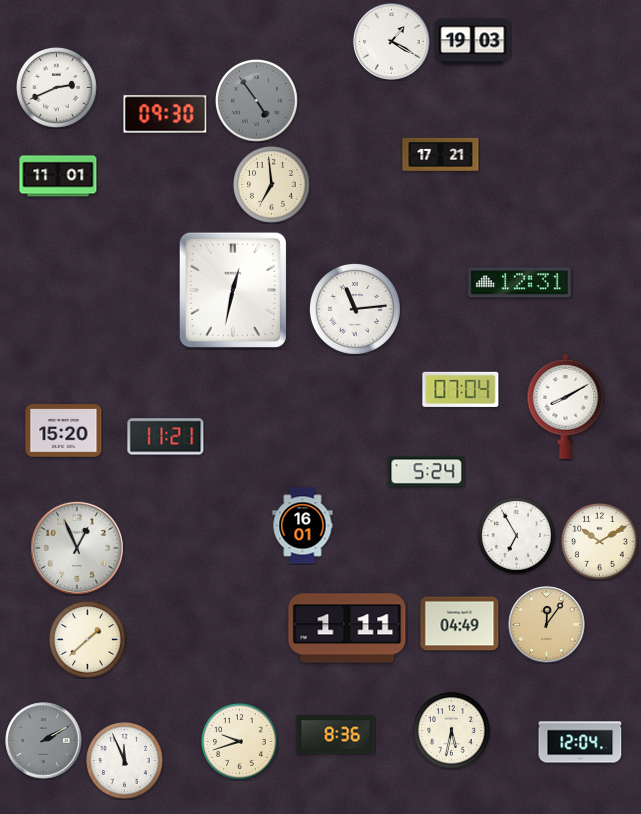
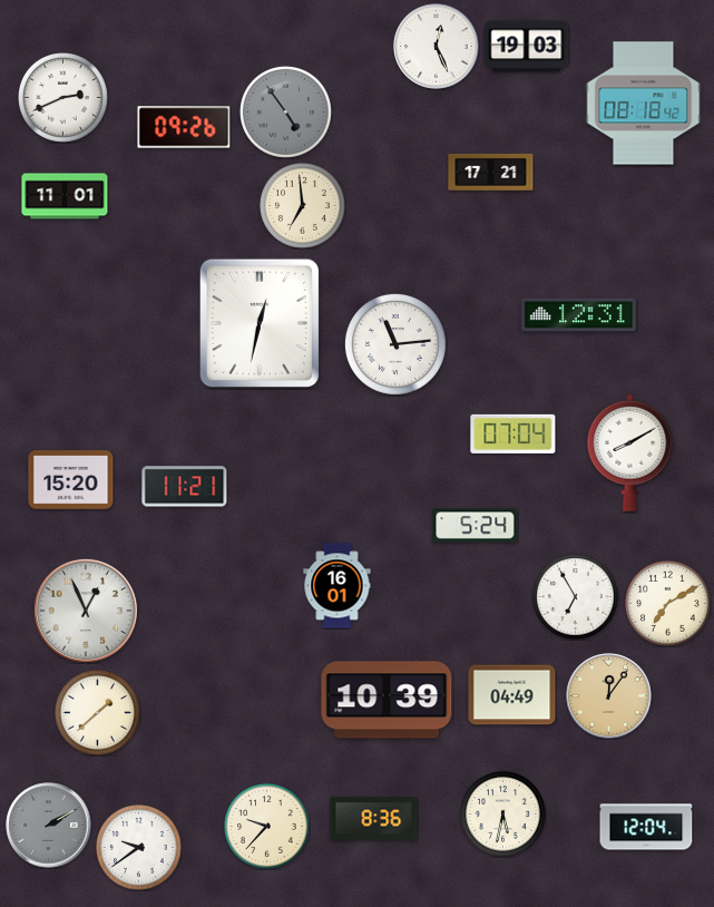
clock at (392, 42): 1:20 -> 12:26
clock at (644, 104): none -> 08:18
clock at (165, 114): 09:30 -> 09:26
clock at (600, 542): 10:10 -> 7:10
clock at (347, 628): 1:11 -> 10:39
clock at (240, 742): 9:42 -> 9:37
clock at (125, 761): 11:56 -> 9:39
